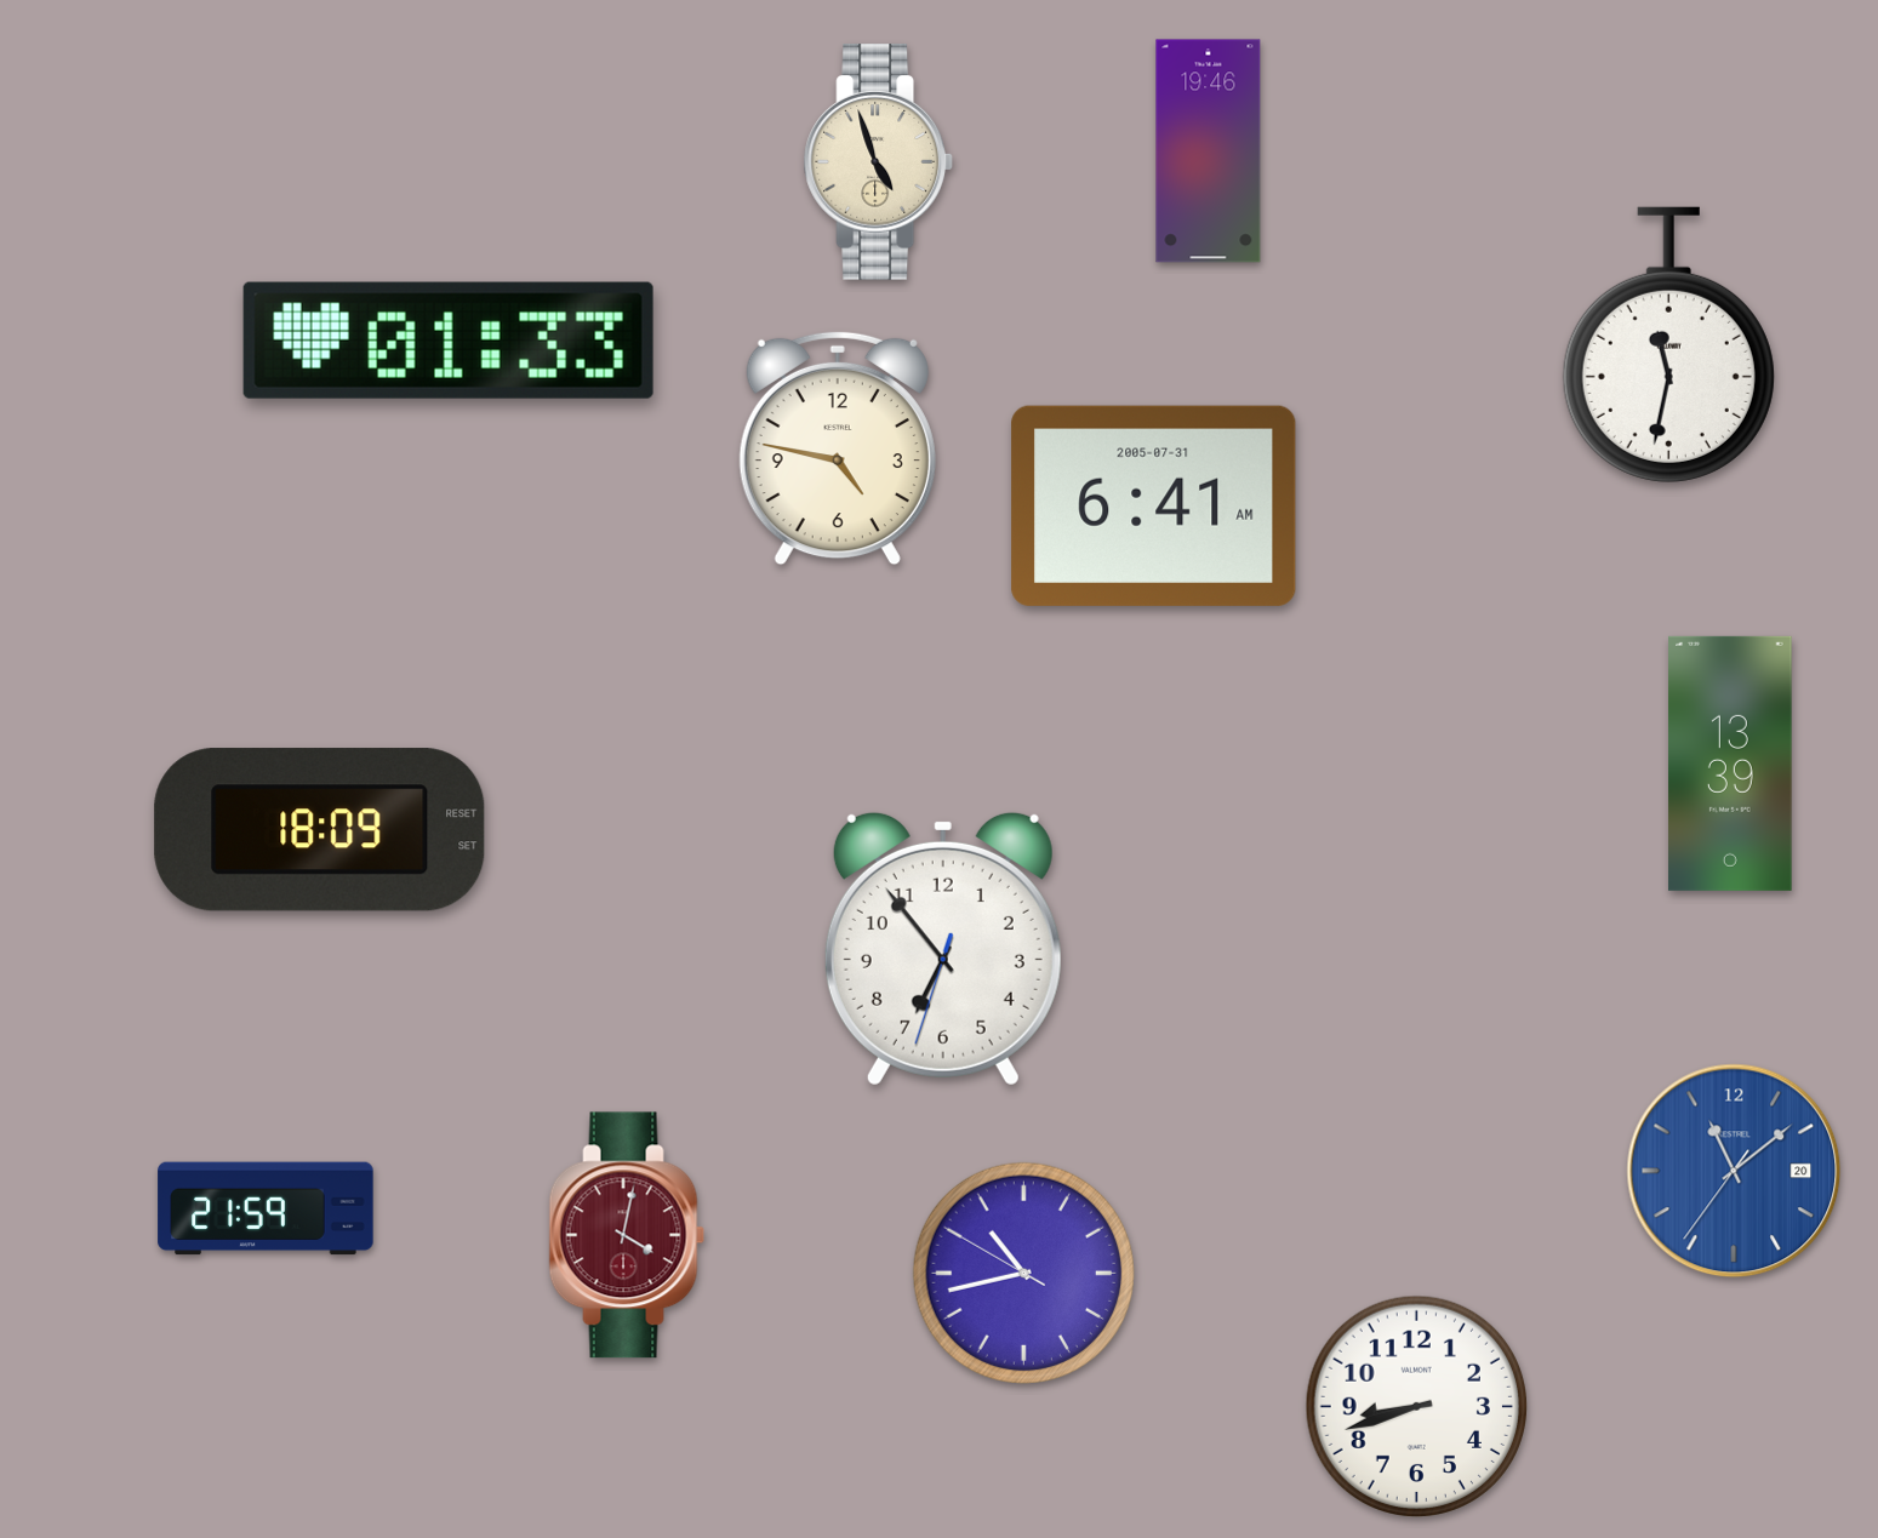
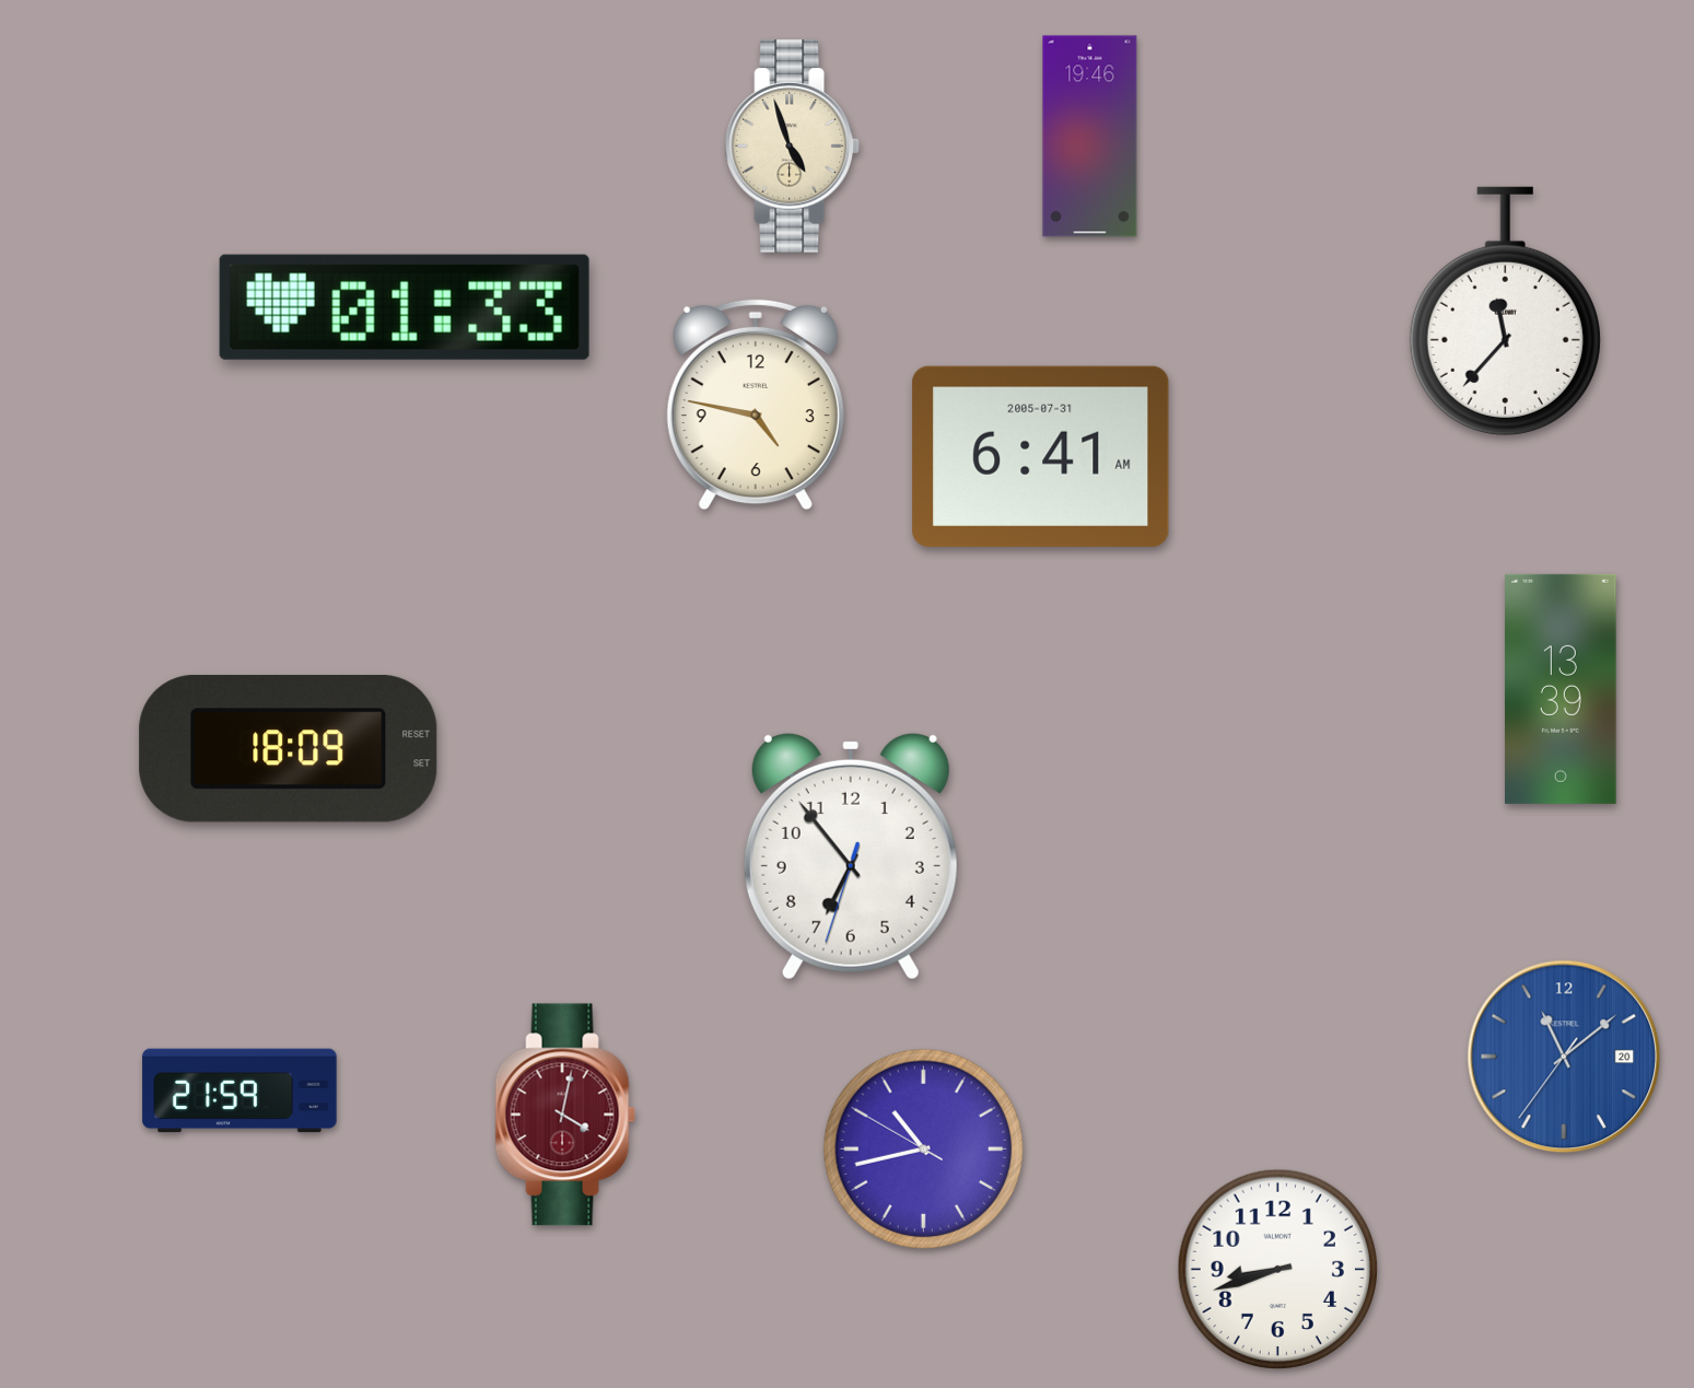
clock at (1668, 344): 11:32 -> 11:37
